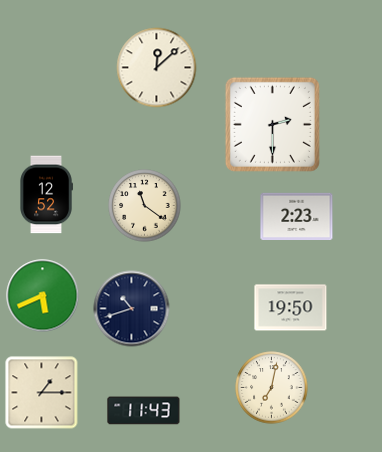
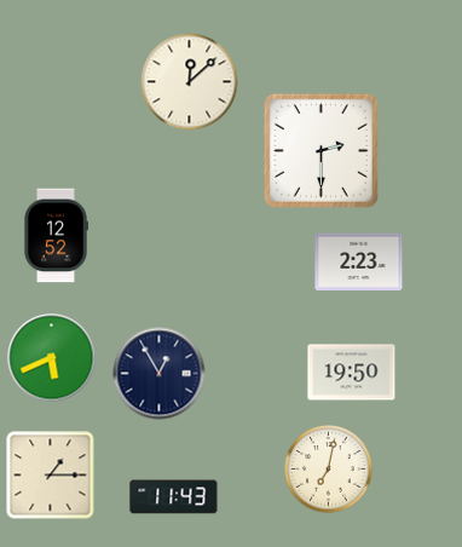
clock at (272, 124) position: (272, 124) -> (320, 150)
clock at (145, 206): 11:21 -> none
clock at (132, 309): 10:42 -> 12:55
